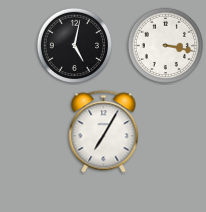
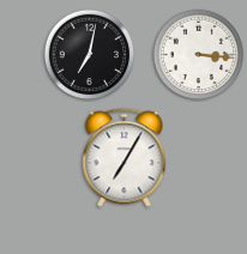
clock at (74, 45): 5:02 -> 7:02
clock at (165, 45): 3:17 -> 3:16
